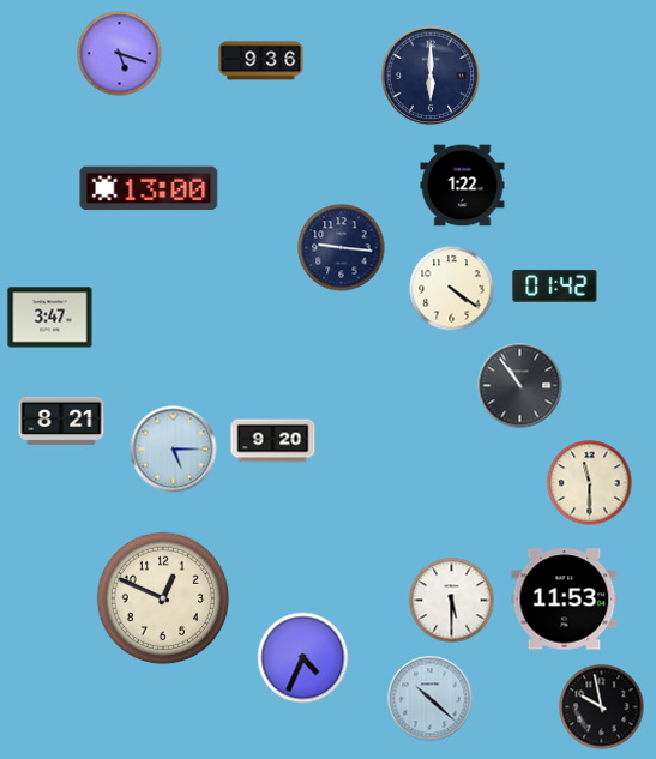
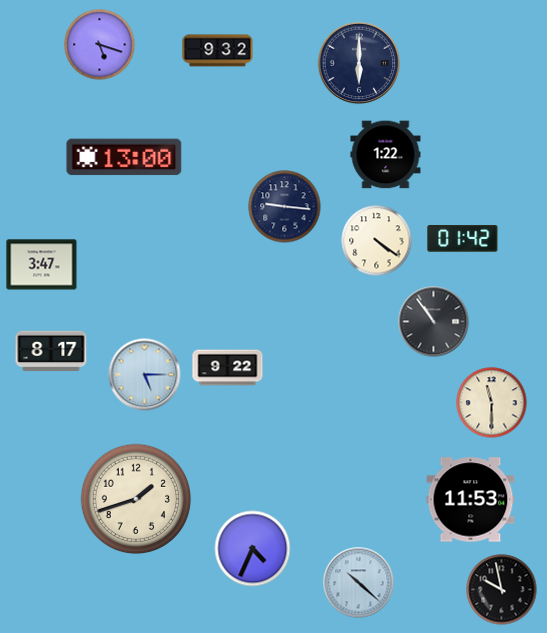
clock at (261, 61): 9:36 -> 9:32
clock at (61, 421): 8:21 -> 8:17
clock at (273, 441): 9:20 -> 9:22
clock at (163, 598): 12:49 -> 1:42
clock at (452, 601): 5:30 -> none
